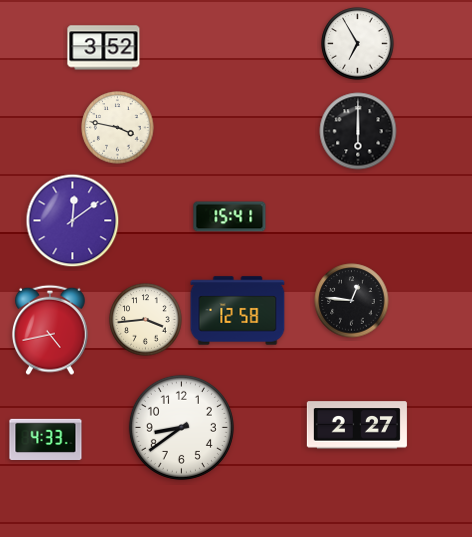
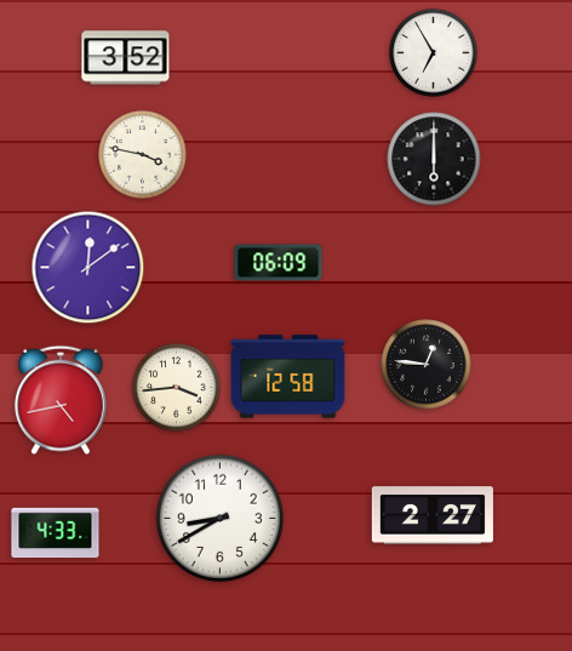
clock at (230, 217): 15:41 -> 06:09
clock at (181, 427): 8:39 -> 8:40
